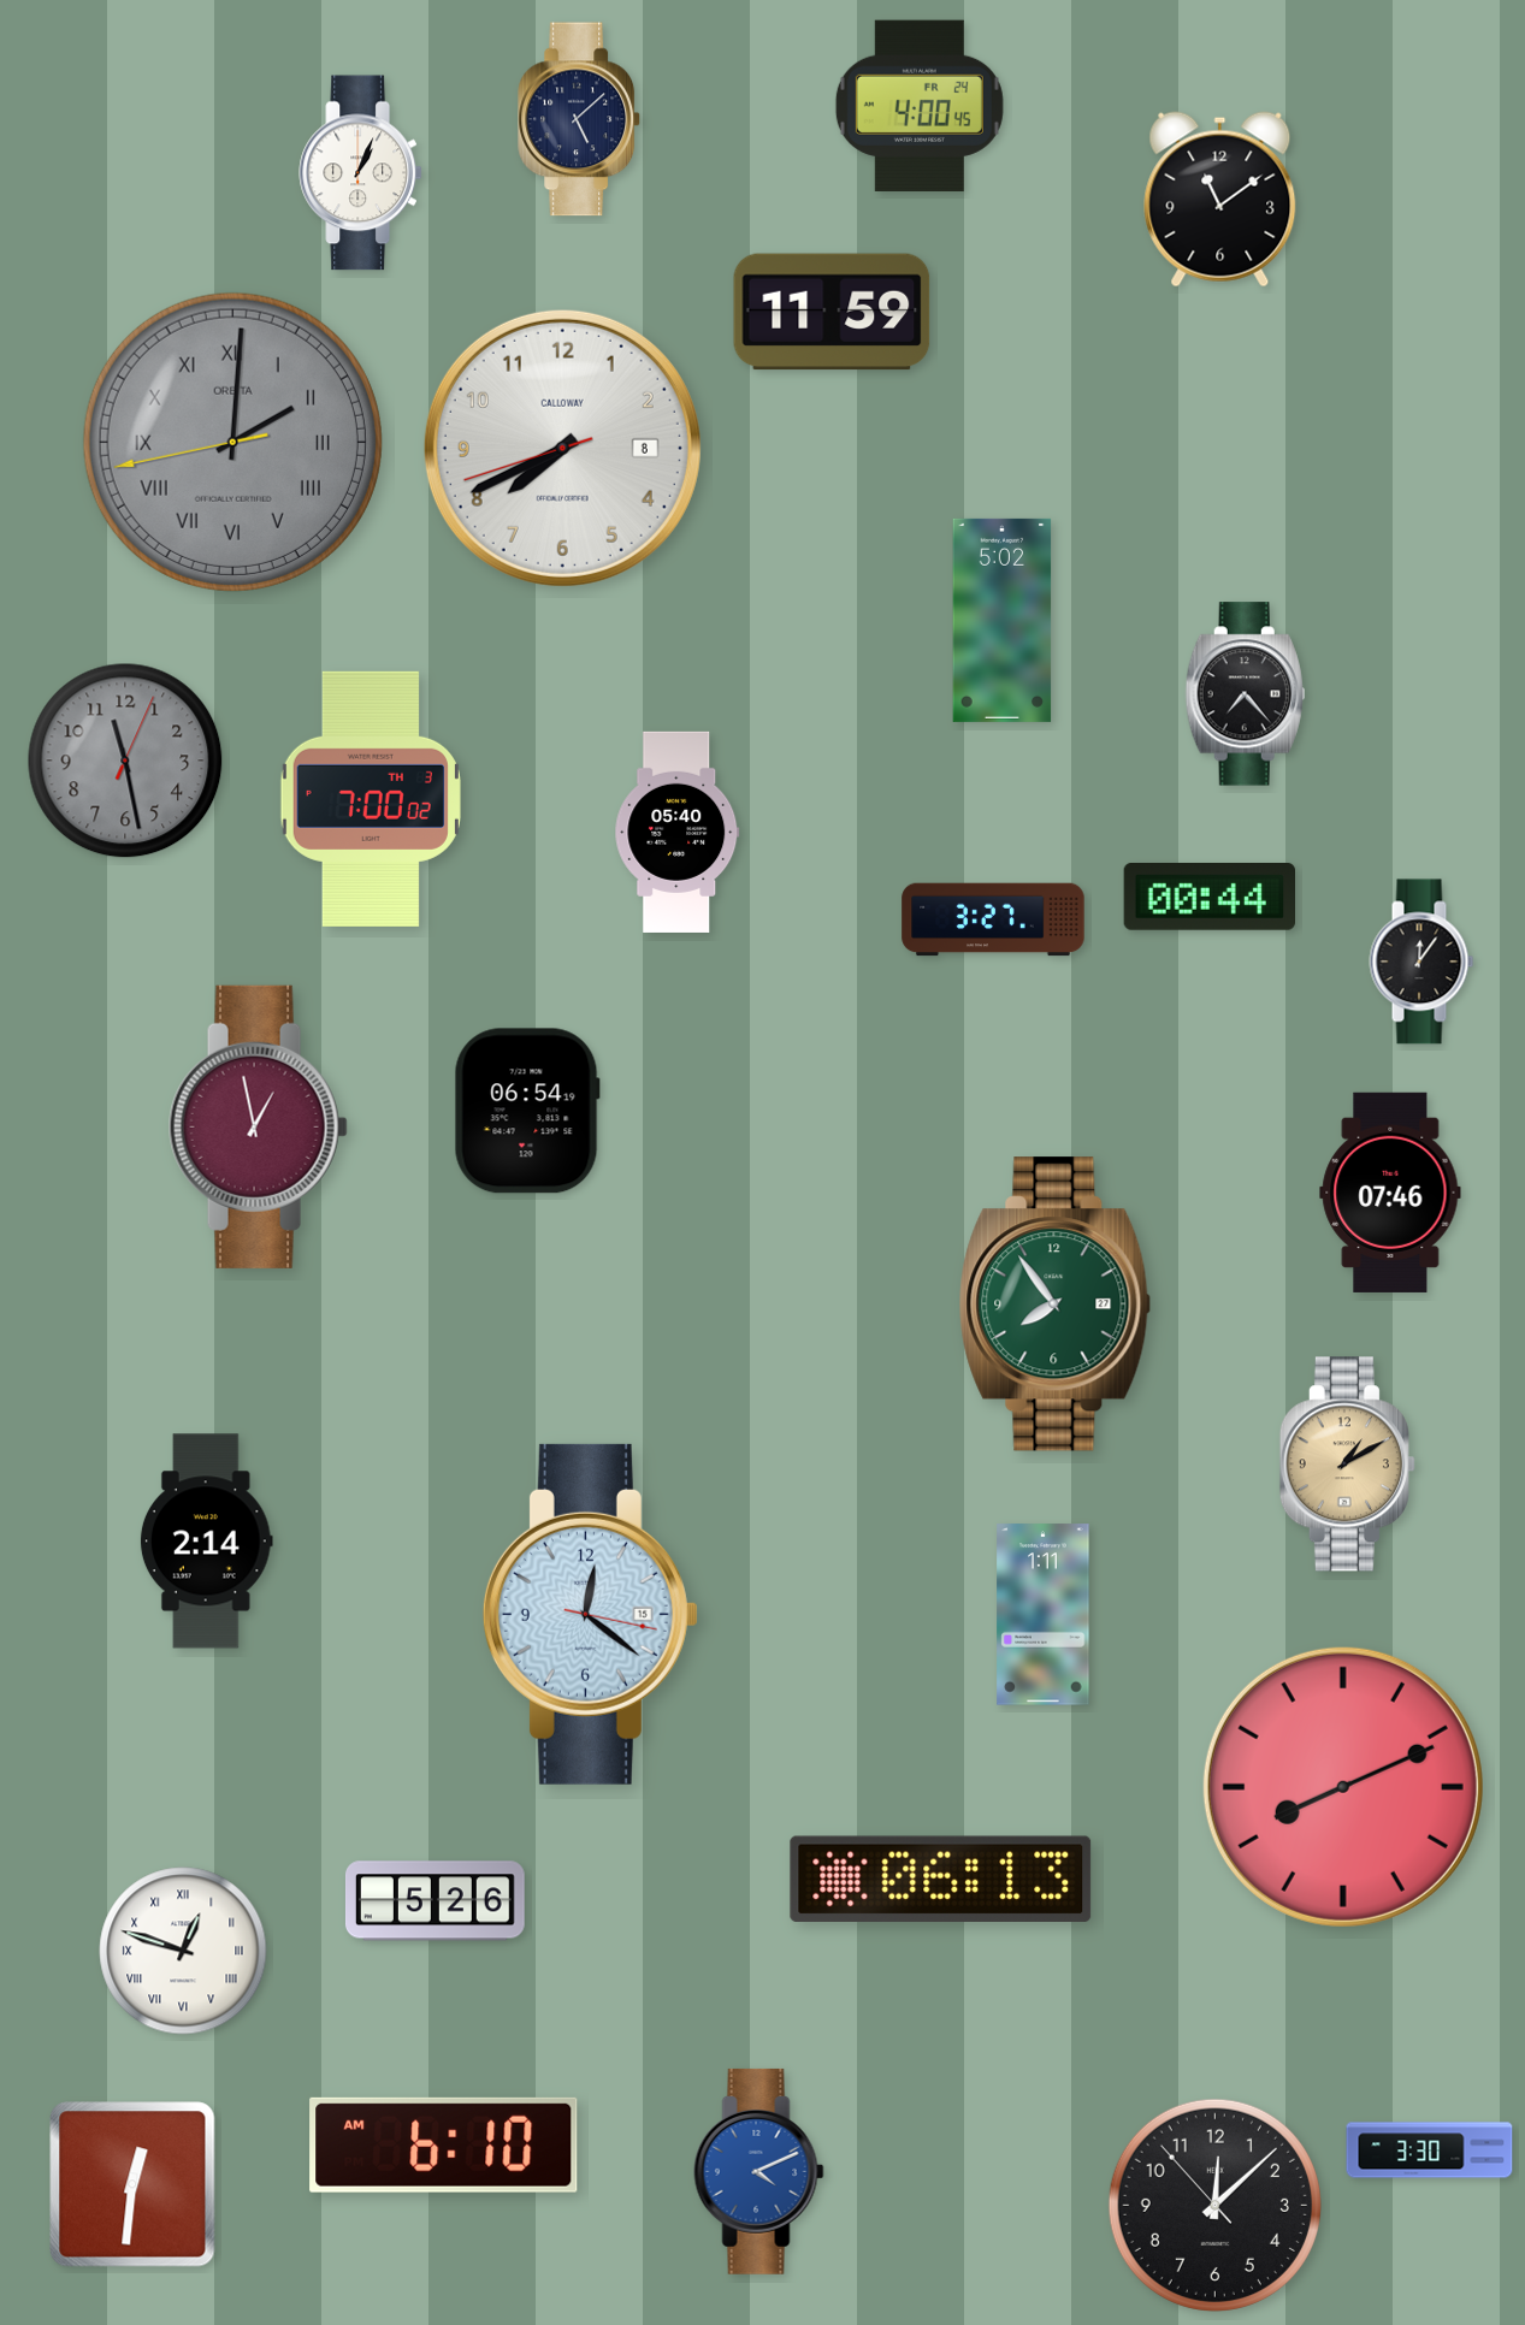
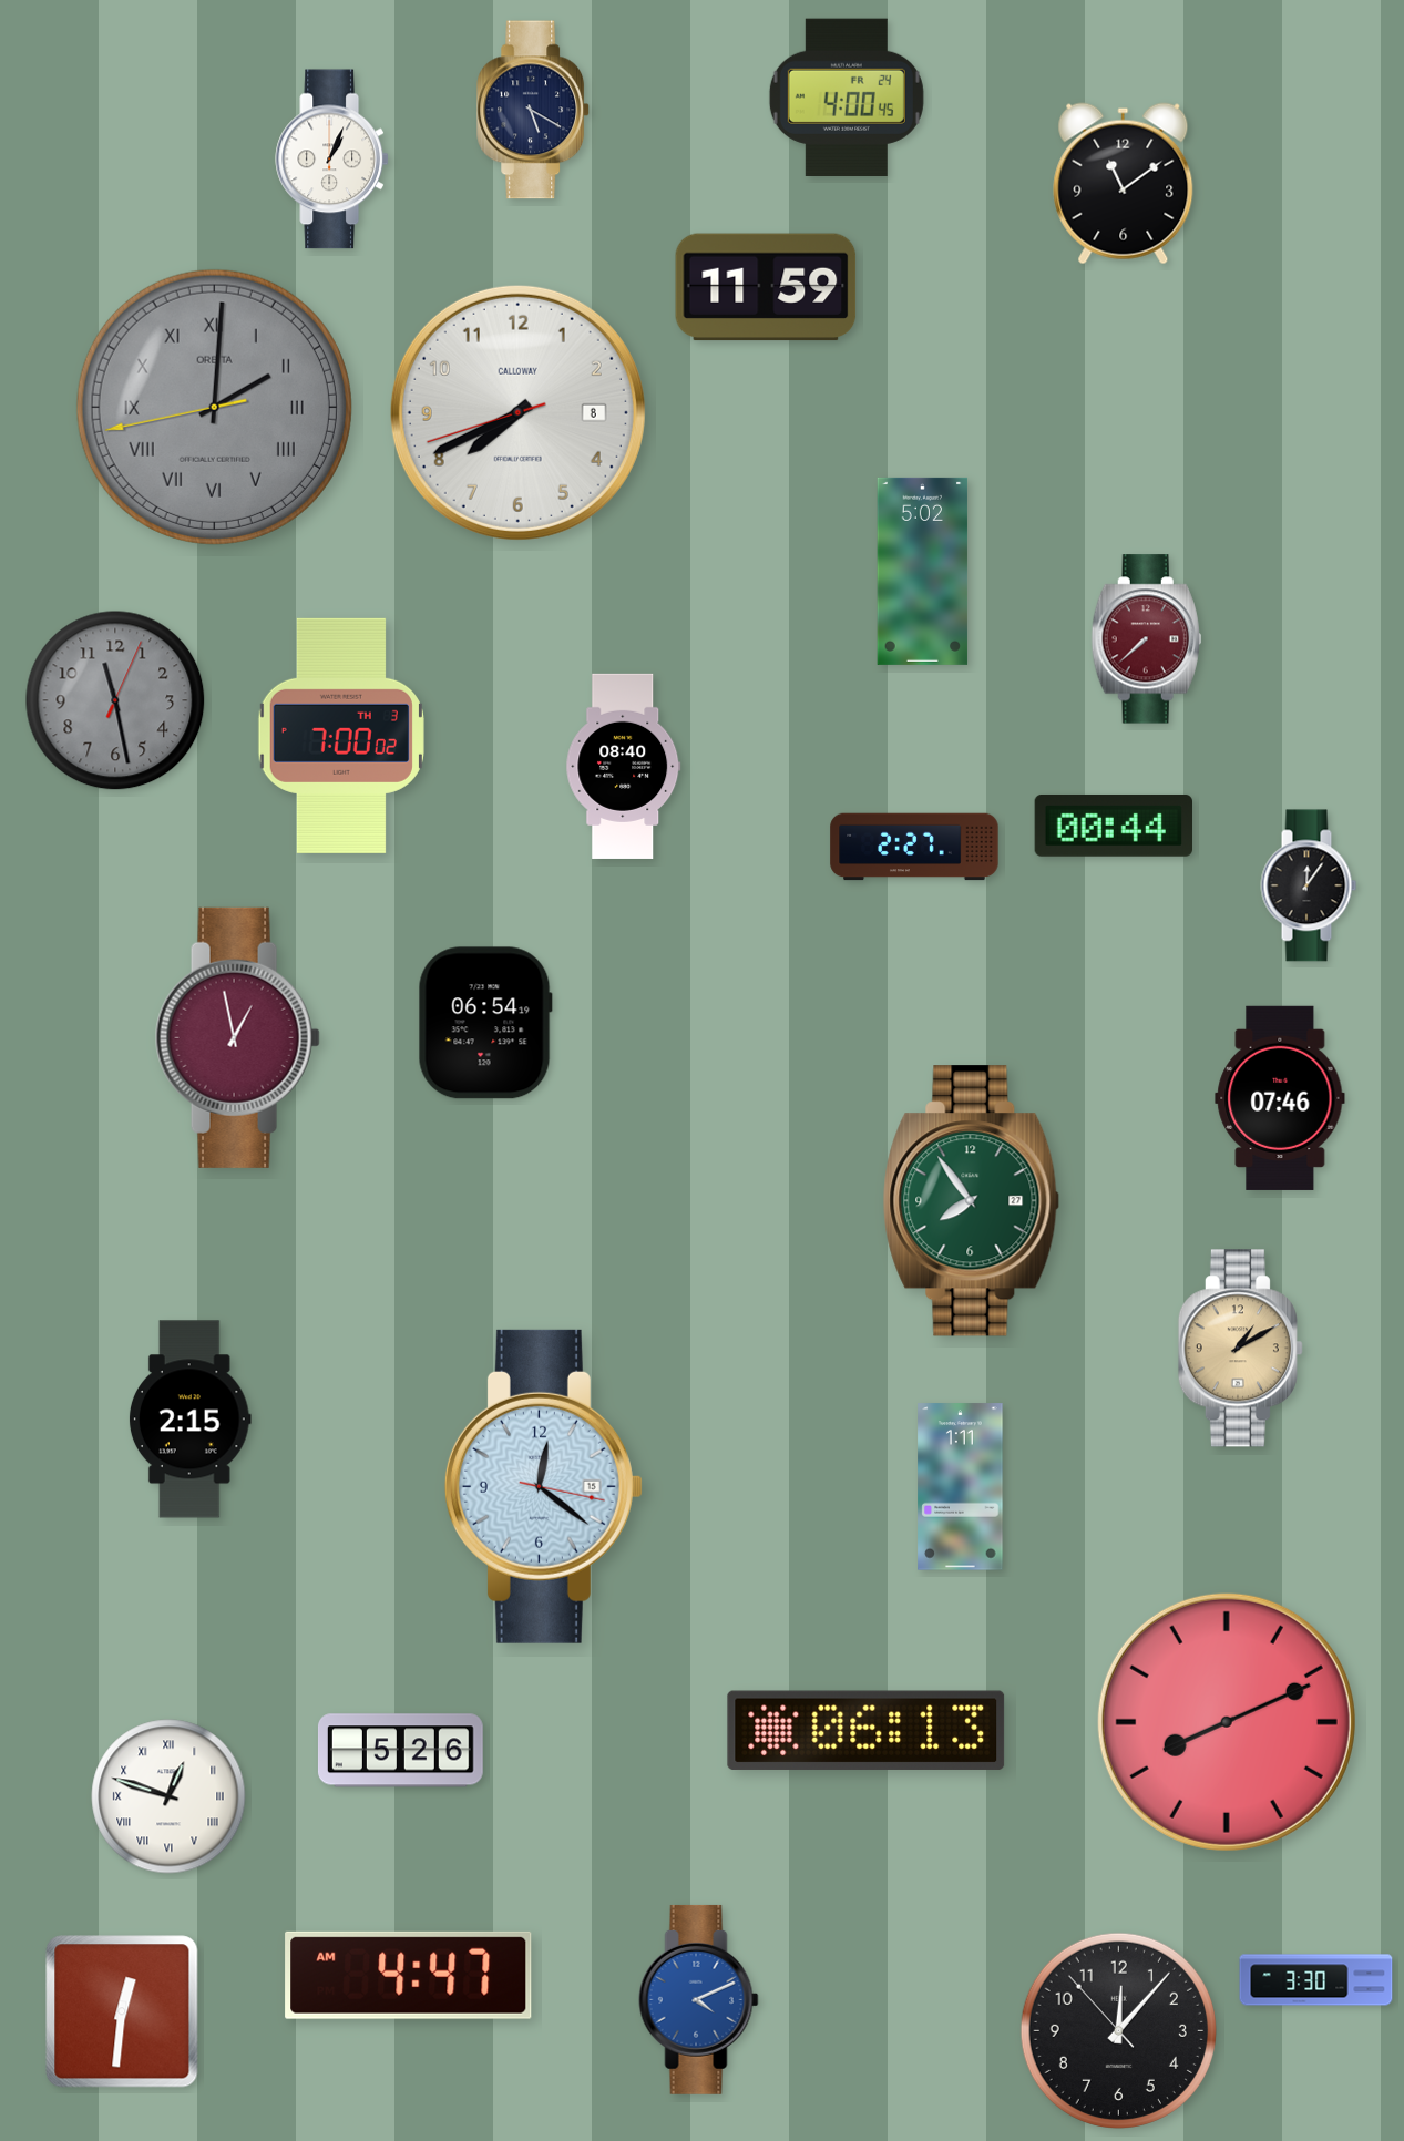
clock at (580, 119): 5:08 -> 5:20
clock at (1245, 694): 7:23 -> 7:38
clock at (1245, 694) dial: black -> burgundy
clock at (678, 832): 05:40 -> 08:40
clock at (993, 919): 3:27 -> 2:27
clock at (206, 1542): 2:14 -> 2:15
clock at (1343, 1787) position: (1343, 1787) -> (1227, 1722)
clock at (444, 2144): 6:10 -> 4:47
clock at (1214, 2205): 12:07 -> 12:06
